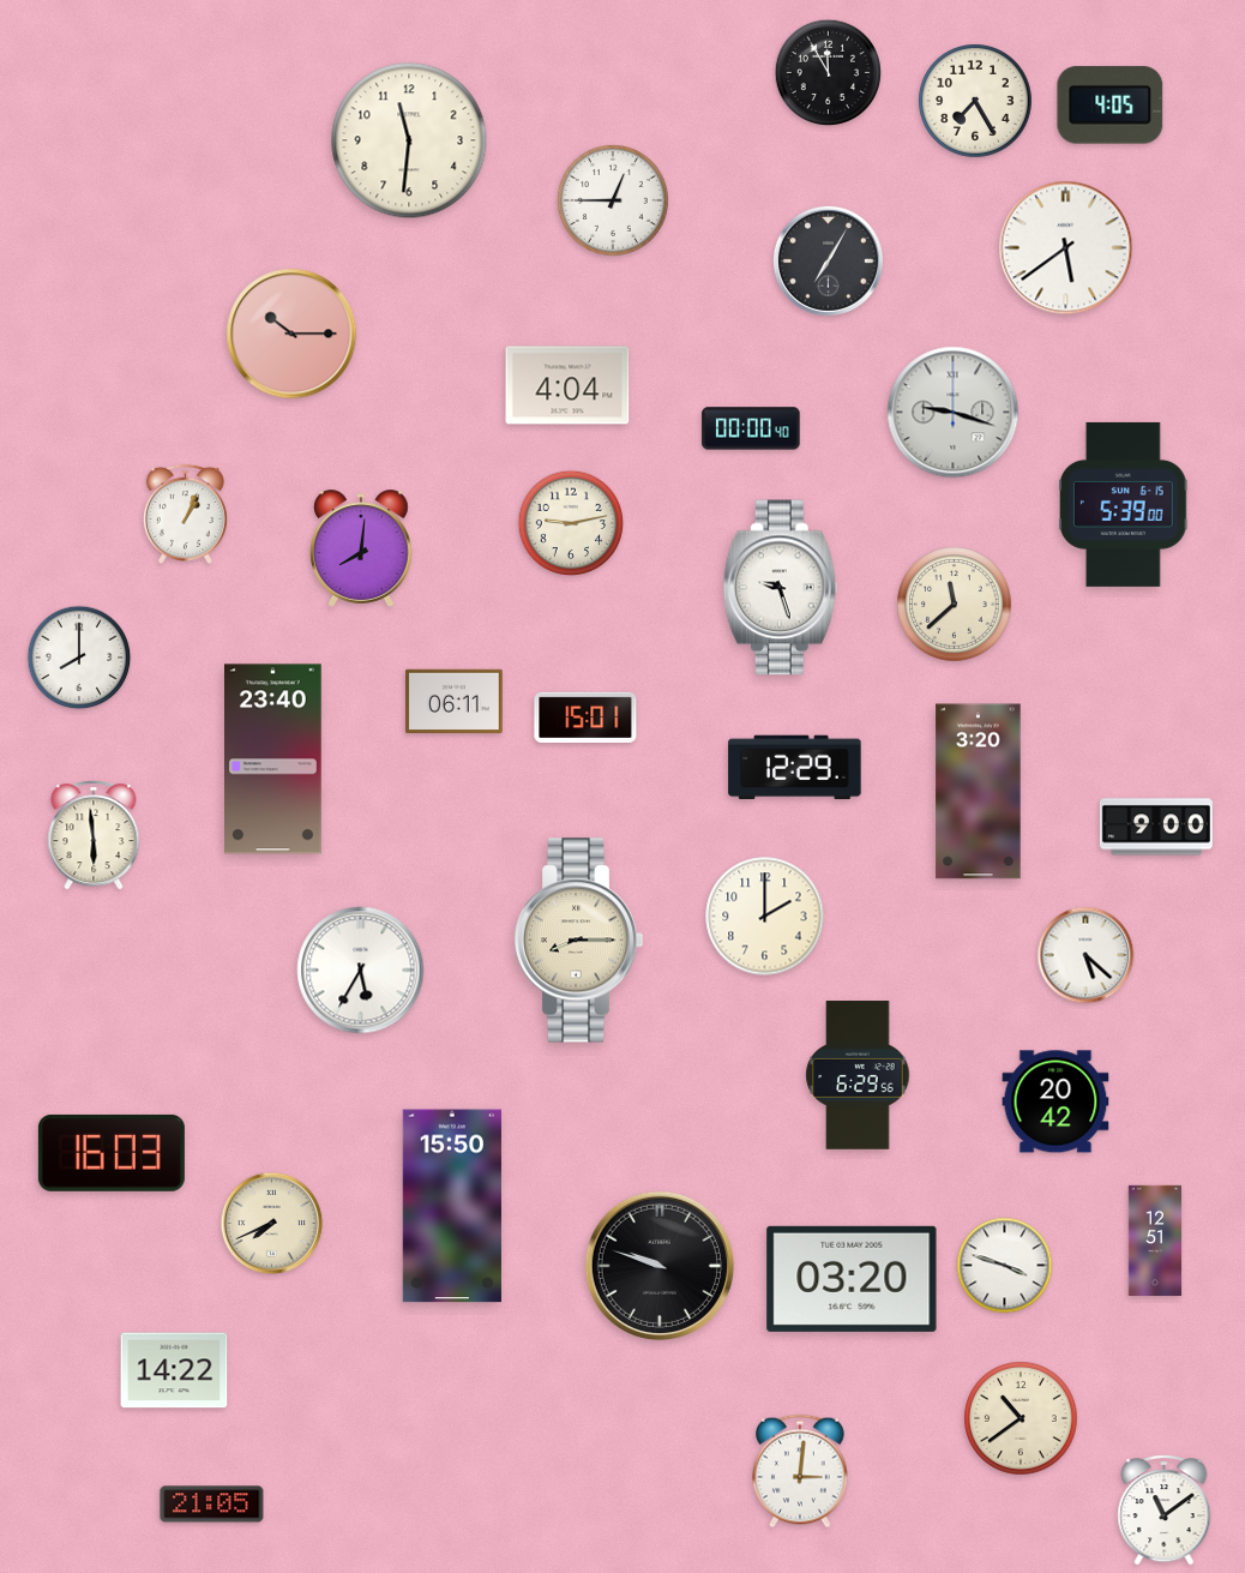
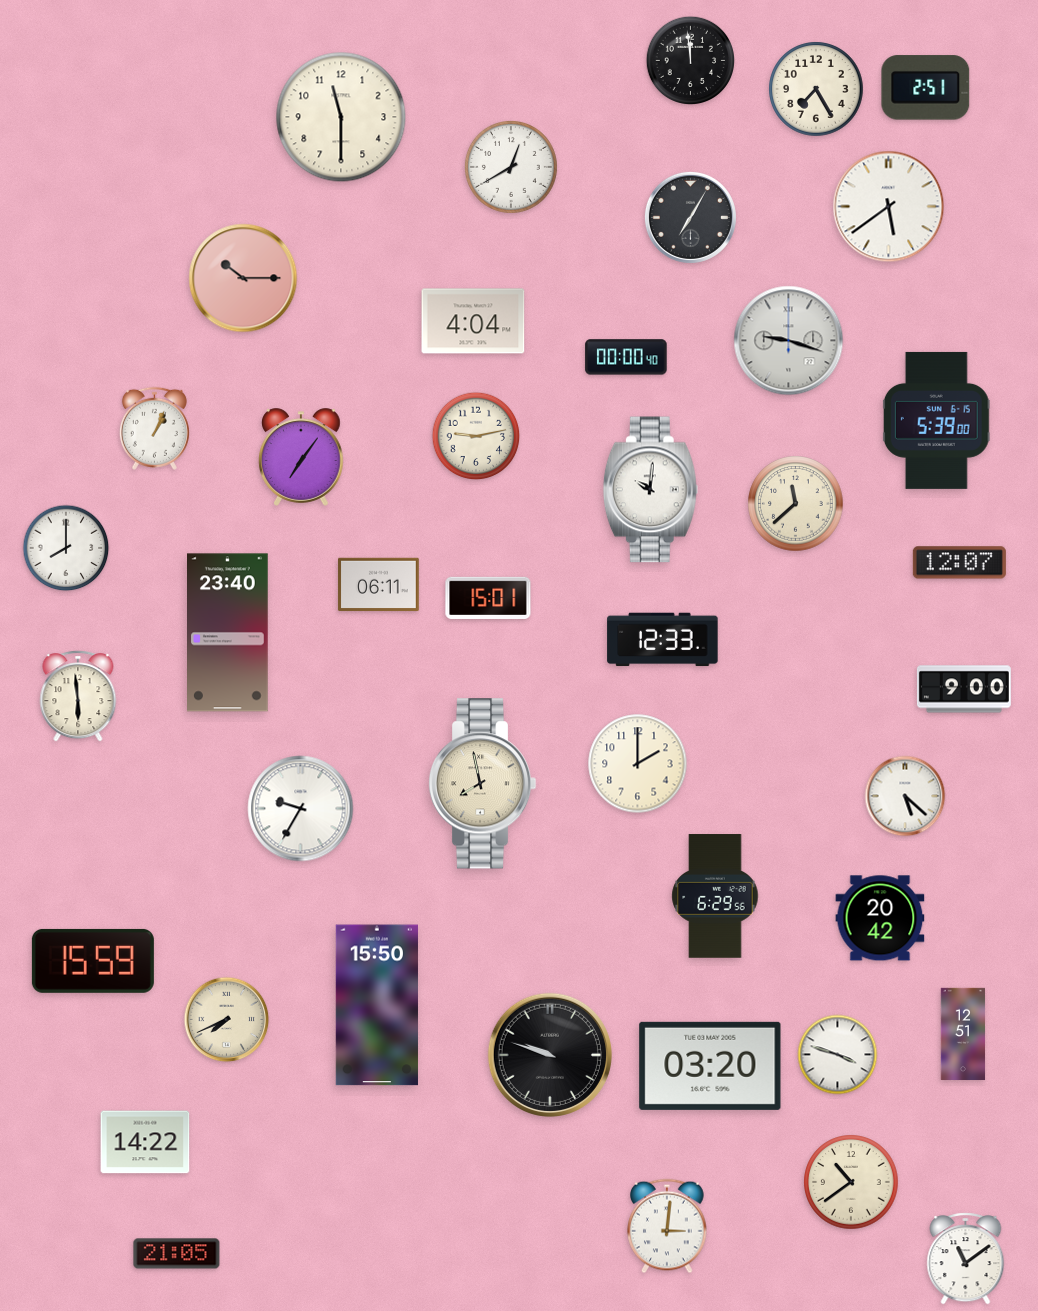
clock at (829, 73): 11:55 -> 11:59
clock at (975, 101) position: (975, 101) -> (816, 89)
clock at (1111, 106): 4:05 -> 2:51
clock at (409, 140): 11:31 -> 11:30
clock at (613, 200): 12:45 -> 12:40
clock at (954, 413) position: (954, 413) -> (789, 341)
clock at (361, 548): 8:01 -> 7:06
clock at (780, 588): 9:27 -> 10:01
clock at (959, 563): none -> 12:07
clock at (795, 768): 12:29 -> 12:33
clock at (979, 792): 3:20 -> none
clock at (578, 941): 8:15 -> 7:58
clock at (361, 971): 5:35 -> 9:35
clock at (112, 1153): 16:03 -> 15:59
clock at (1165, 1511) position: (1165, 1511) -> (966, 1259)
